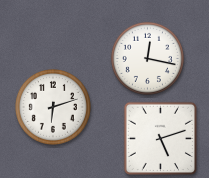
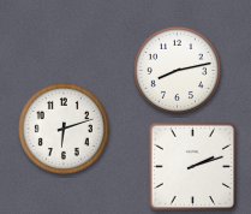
clock at (147, 58): 12:17 -> 8:13
clock at (160, 138): 5:12 -> 2:12
